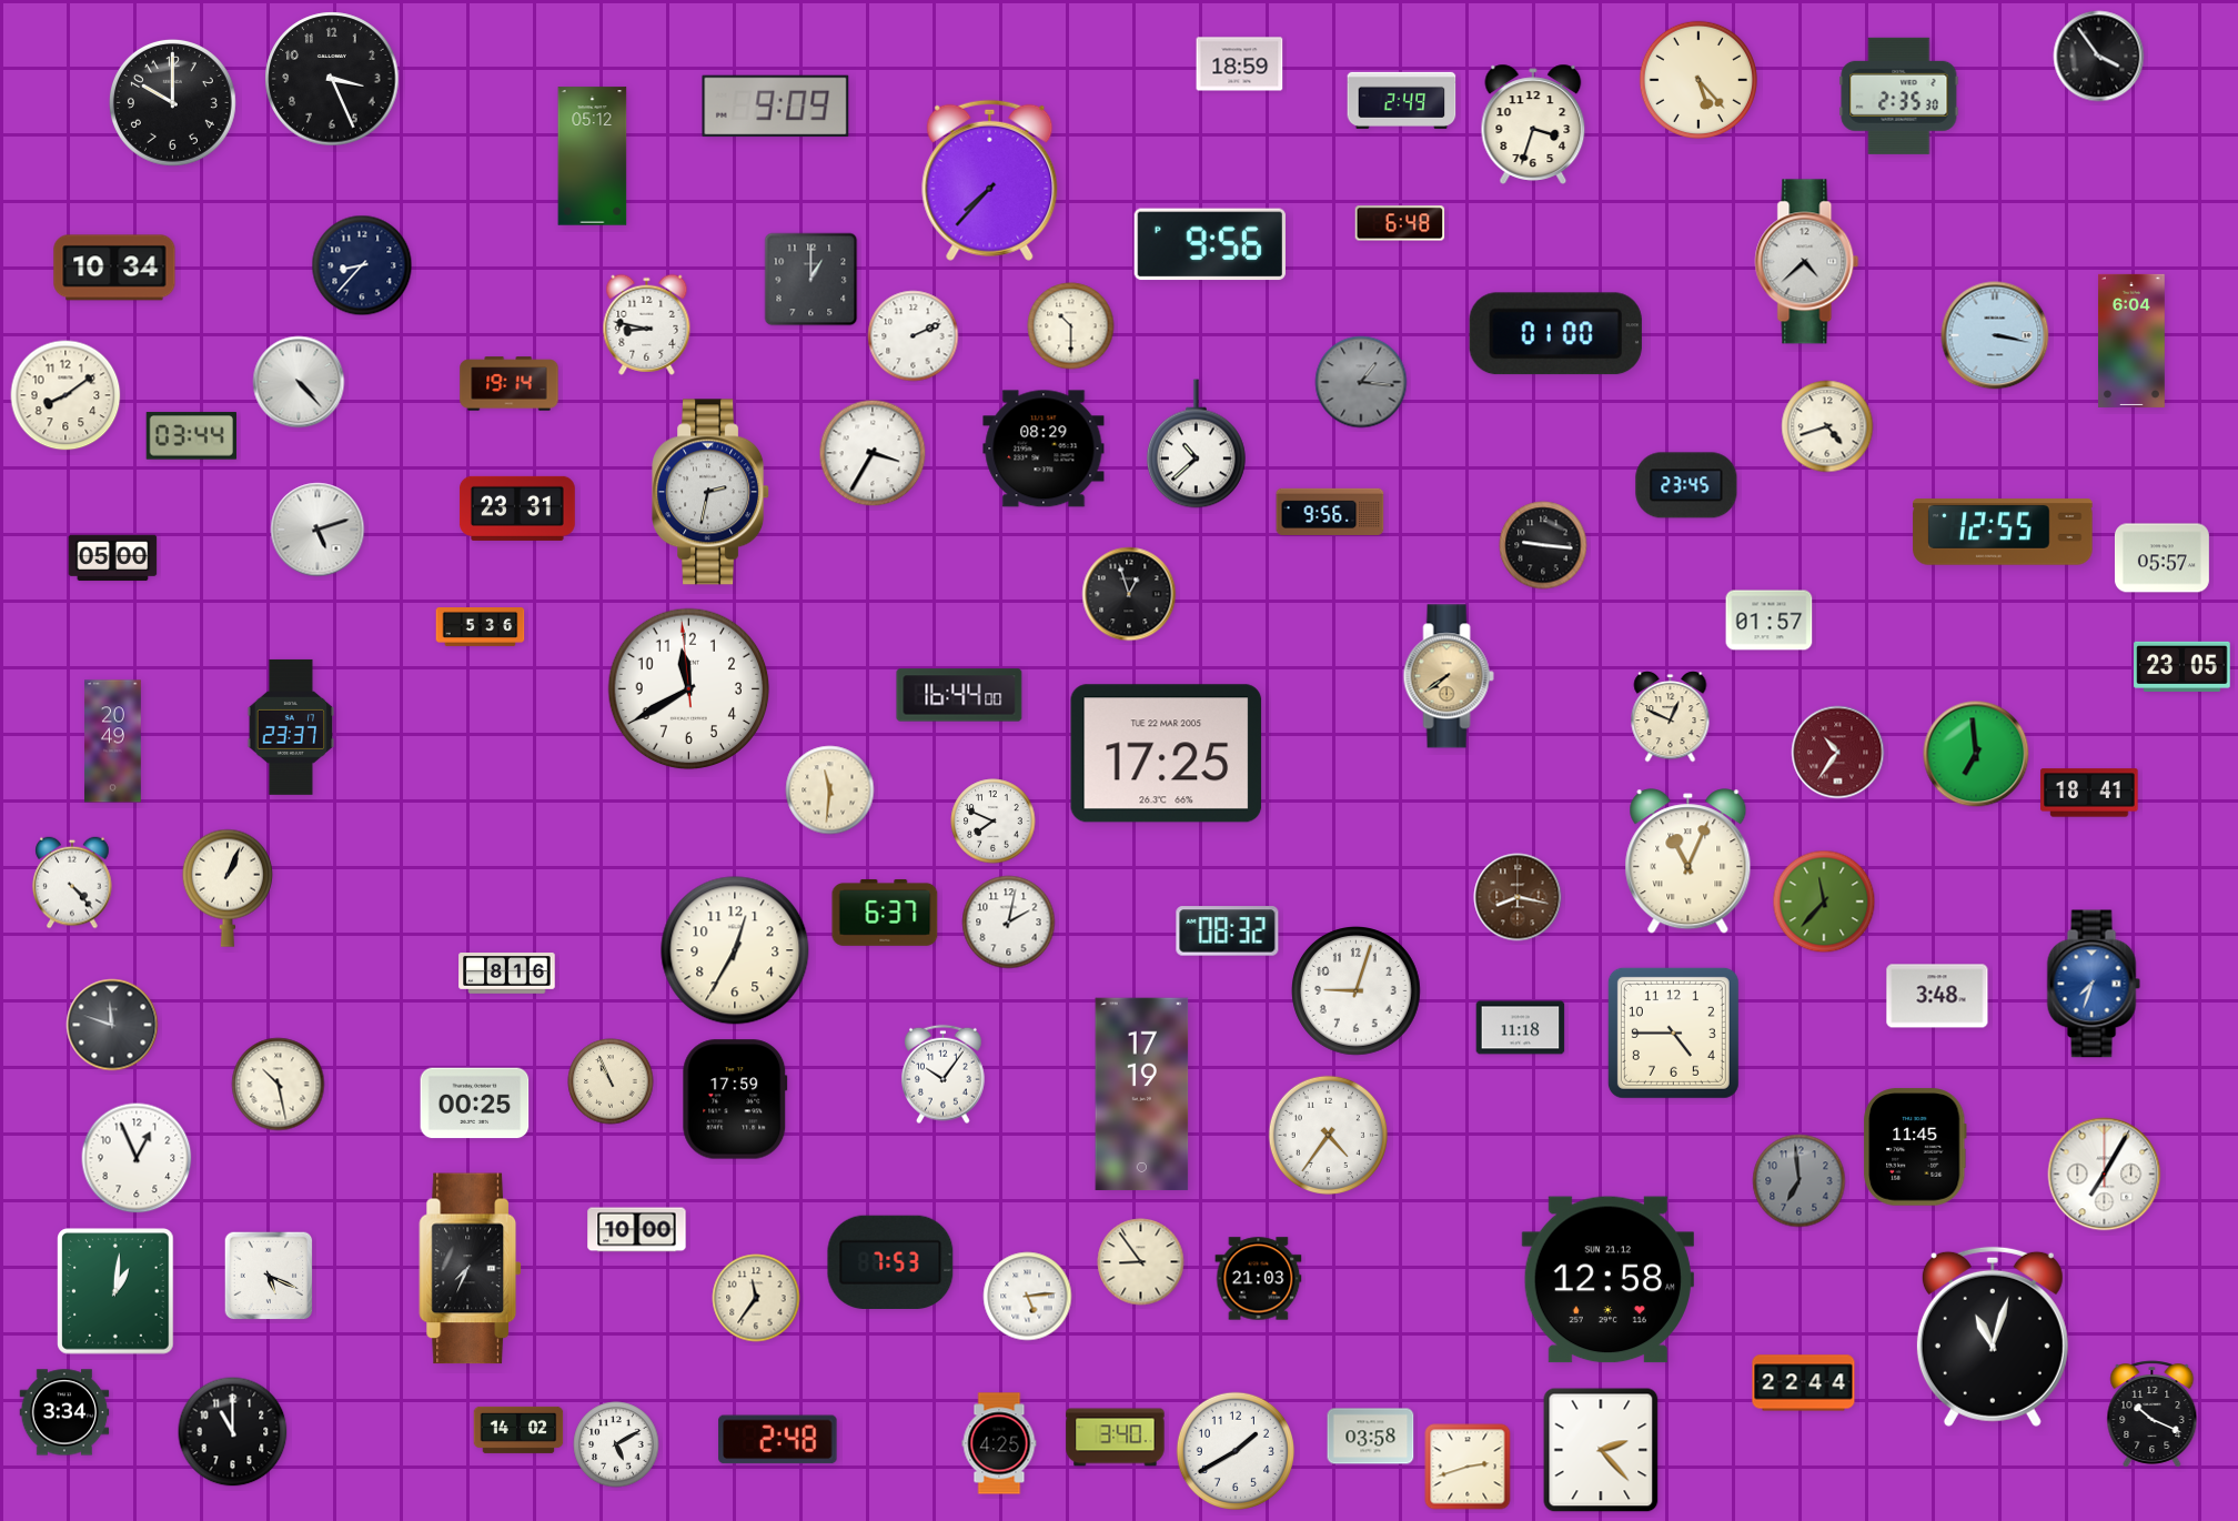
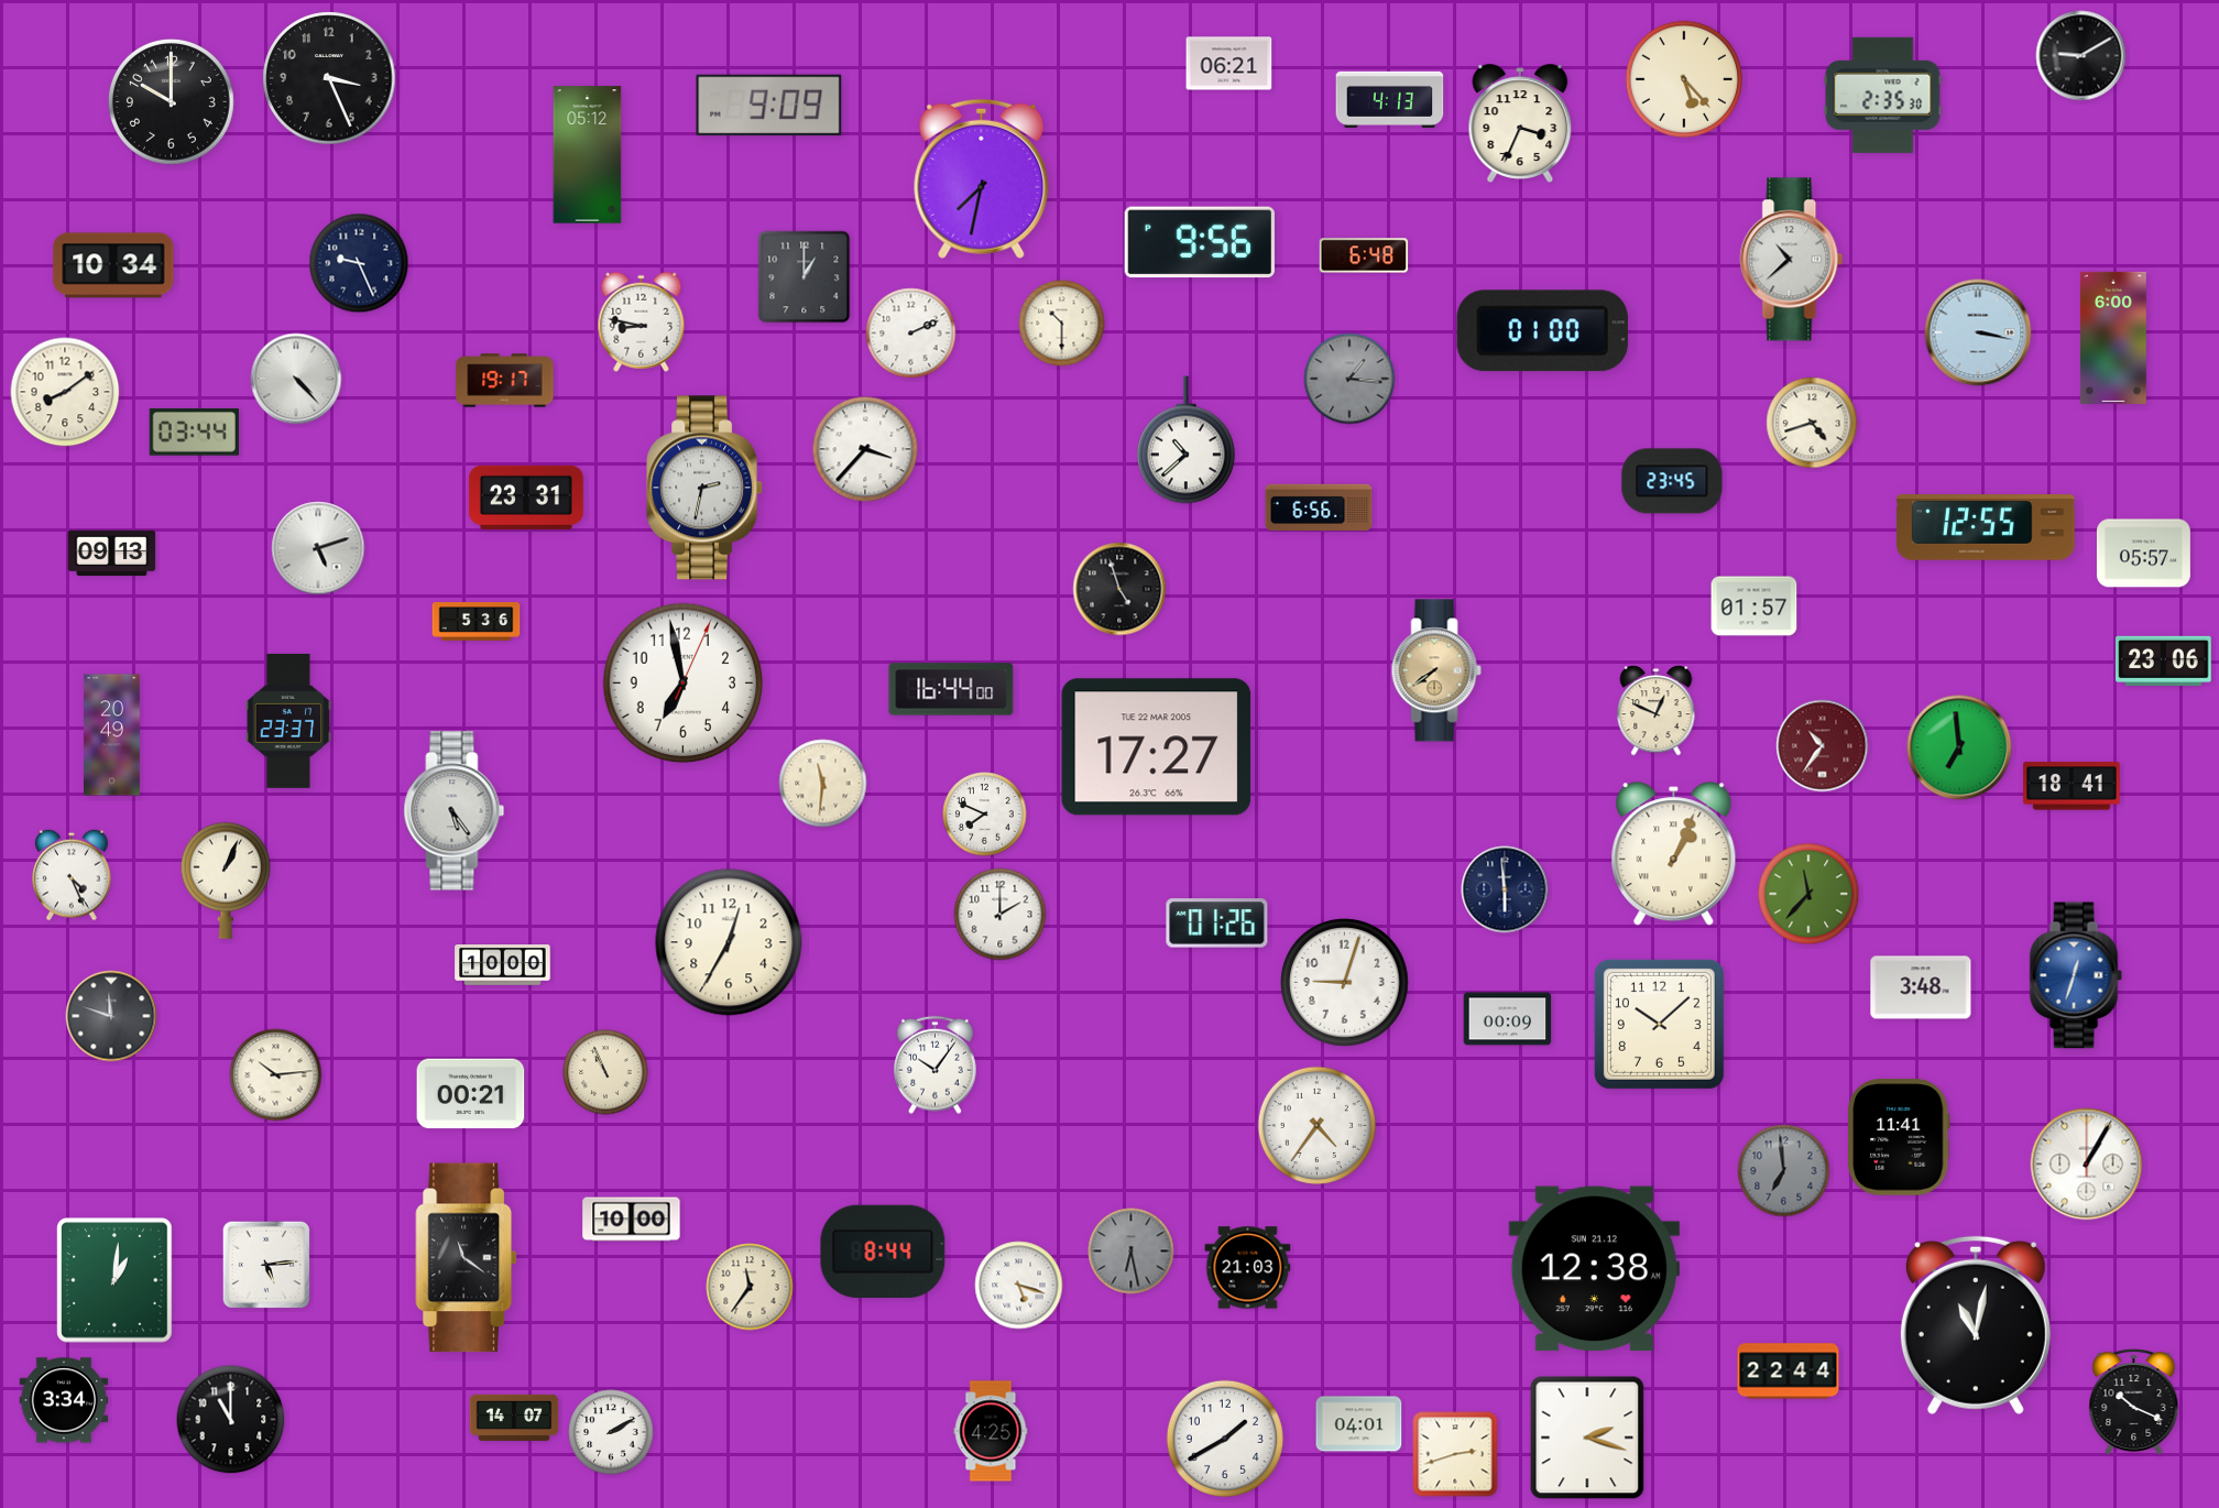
clock at (2099, 57): 3:54 -> 9:10
clock at (1240, 64): 18:59 -> 06:21
clock at (1402, 100): 2:49 -> 4:13
clock at (1533, 124): 3:33 -> 3:34
clock at (990, 180): 7:37 -> 7:32
clock at (1400, 223) position: (1400, 223) -> (1364, 255)
clock at (1807, 262): 4:38 -> 10:38
clock at (362, 265): 8:37 -> 9:26
clock at (914, 336) position: (914, 336) -> (911, 334)
clock at (2133, 341): 6:04 -> 6:00
clock at (510, 384): 19:14 -> 19:17
clock at (191, 436) position: (191, 436) -> (194, 433)
clock at (1044, 449): 08:29 -> none
clock at (873, 453): 3:35 -> 3:37
clock at (517, 508) position: (517, 508) -> (526, 498)
clock at (1330, 512): 9:56 -> 6:56
clock at (317, 530) position: (317, 530) -> (318, 548)
clock at (1543, 545): 9:16 -> none
clock at (113, 558): 05:00 -> 09:13
clock at (1129, 594): 12:57 -> 4:57
clock at (1770, 621) position: (1770, 621) -> (1755, 607)
clock at (2182, 666): 23:05 -> 23:06
clock at (689, 689): 11:39 -> 6:58
clock at (1167, 754): 17:25 -> 17:27
clock at (455, 811): none -> 5:24
clock at (1688, 862): 11:04 -> 1:04
clock at (72, 883): 4:23 -> 4:26
clock at (1518, 897): 8:17 -> 5:59
clock at (1518, 897) dial: brown -> navy
clock at (885, 913): 6:37 -> none
clock at (1009, 923): 2:02 -> 2:00
clock at (1228, 931): 08:32 -> 01:26
clock at (507, 974): 8:16 -> 10:00
clock at (2094, 984): 7:33 -> 12:33
clock at (1521, 1028): 11:18 -> 00:09
clock at (1673, 1033): 4:45 -> 10:08
clock at (279, 1085): 10:28 -> 10:14
clock at (1142, 1095): 17:19 -> none
clock at (735, 1099): 17:59 -> none
clock at (475, 1104): 00:25 -> 00:21
clock at (1915, 1147): 11:45 -> 11:41
clock at (137, 1158): 12:56 -> none
clock at (2105, 1175): 7:05 -> 1:05
clock at (890, 1262): 7:53 -> 8:44
clock at (1141, 1262): 8:54 -> 6:28
clock at (1141, 1262) dial: cream -> grey
clock at (470, 1269): 7:34 -> 11:21
clock at (269, 1276): 5:19 -> 5:14
clock at (1607, 1280): 12:58 -> 12:38
clock at (1028, 1297): 5:14 -> 5:18
clock at (1993, 1337): 11:03 -> 11:02
clock at (518, 1430): 14:02 -> 14:07
clock at (1371, 1437): 03:58 -> 04:01
clock at (1116, 1438): 3:40 -> none
clock at (778, 1440): 2:48 -> none
clock at (616, 1444): 5:10 -> 2:10
clock at (1601, 1450): 2:23 -> 2:18
